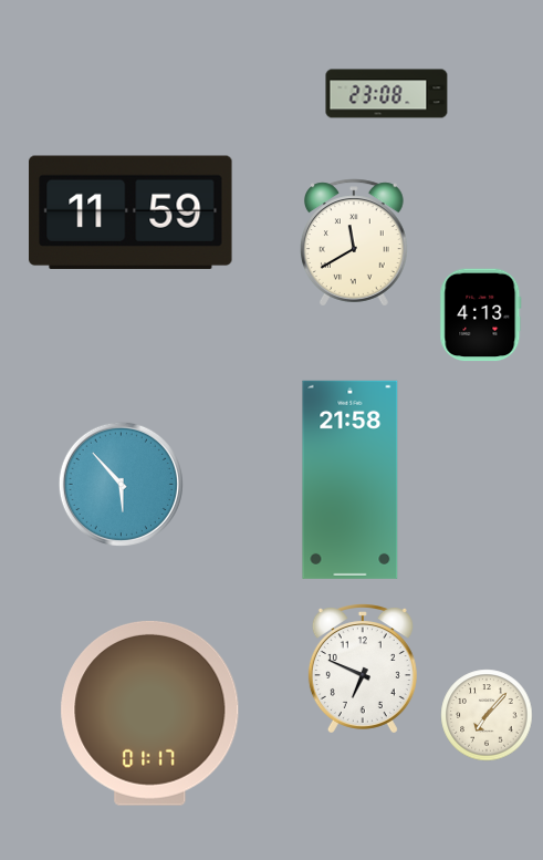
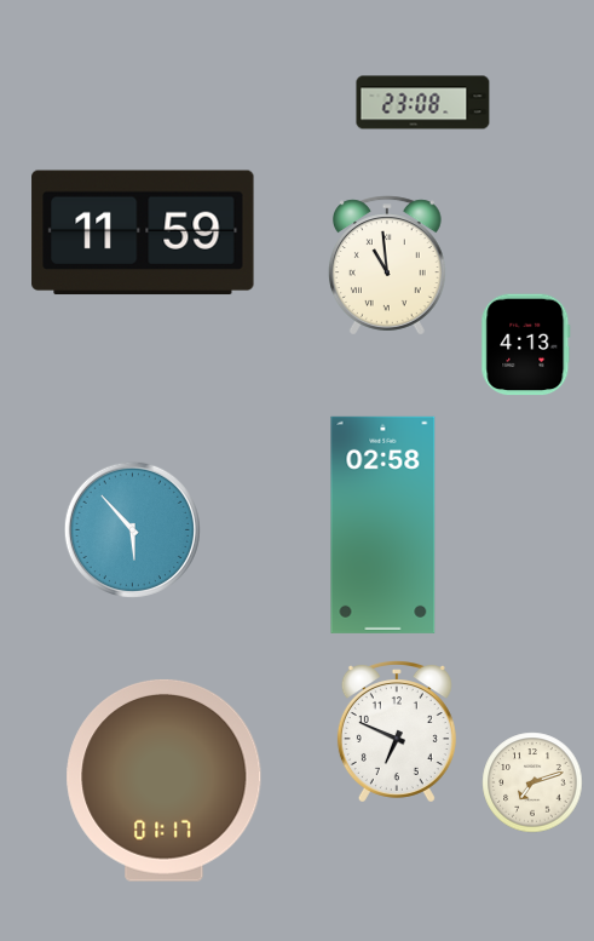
clock at (354, 242): 11:40 -> 10:59
clock at (351, 479): 21:58 -> 02:58
clock at (487, 715): 7:07 -> 7:12
